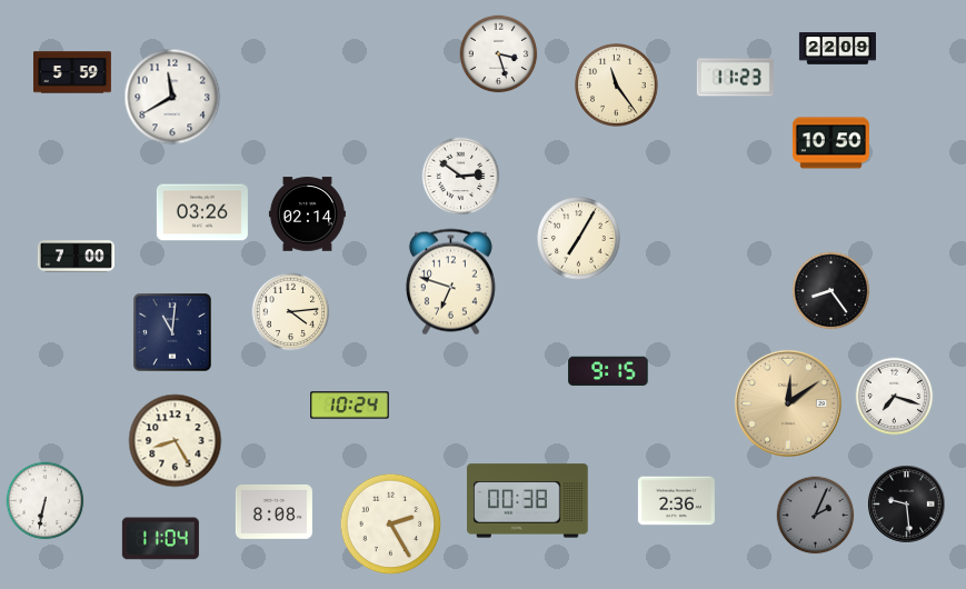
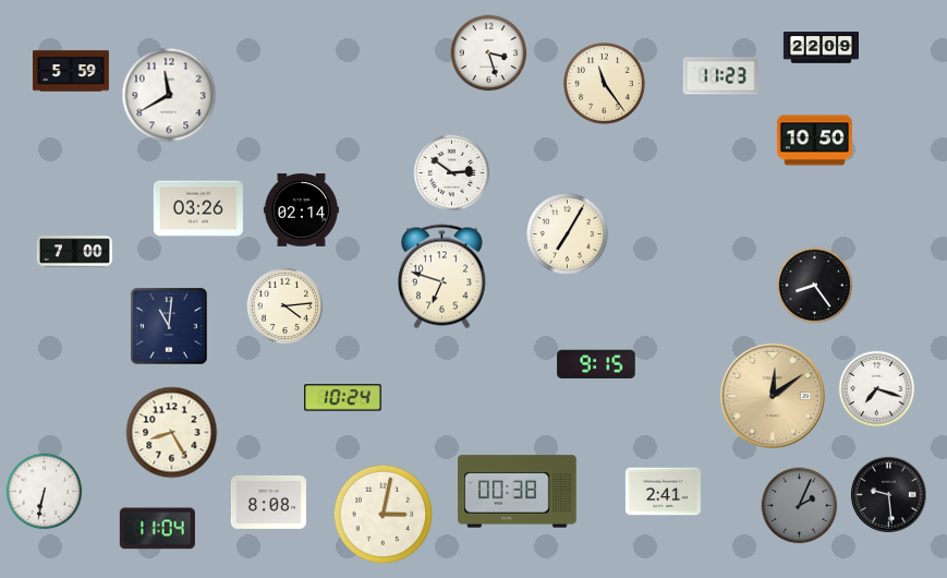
clock at (676, 501): 2:36 -> 2:41
clock at (391, 525): 2:25 -> 3:02
